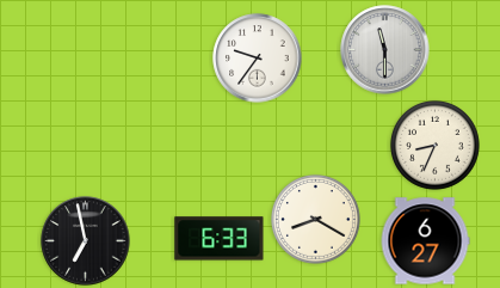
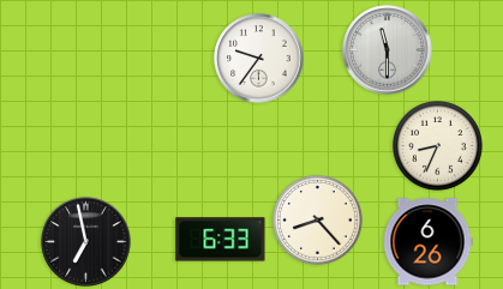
clock at (315, 219): 8:20 -> 8:23
clock at (425, 241): 6:27 -> 6:26
